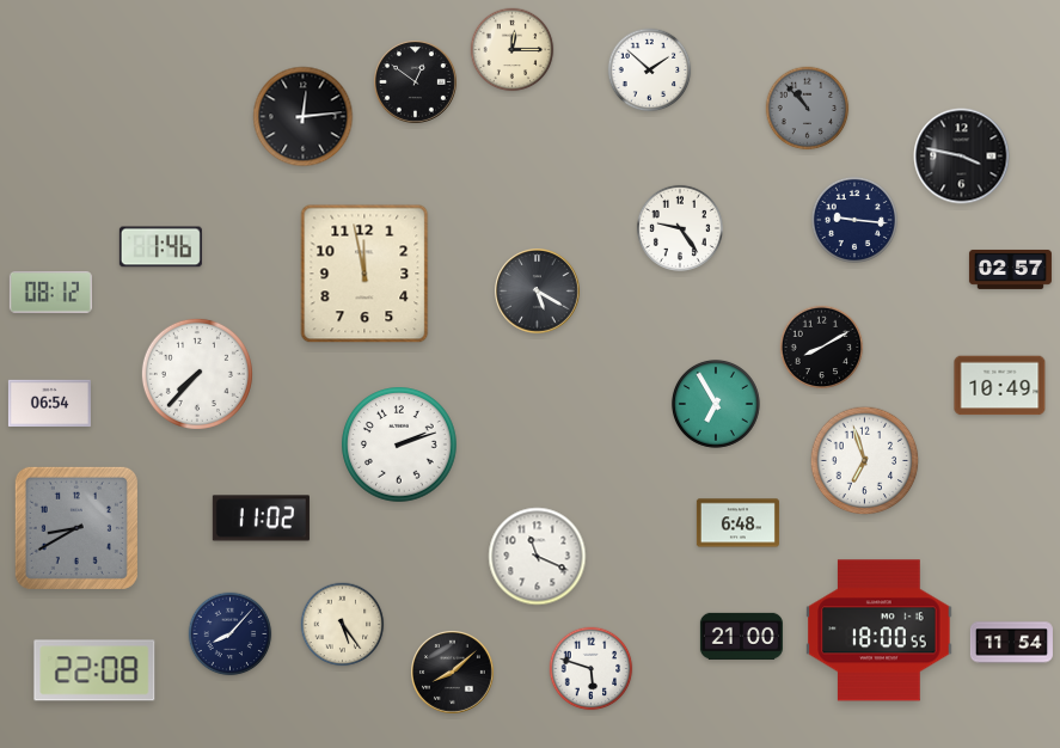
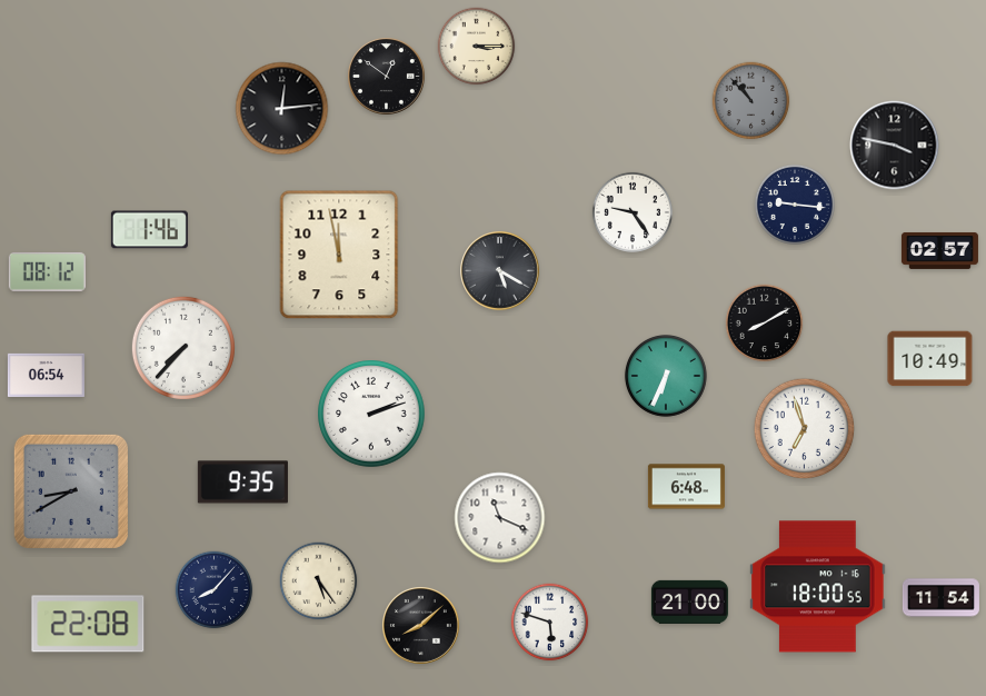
clock at (513, 50): 12:15 -> 3:15
clock at (650, 70): 1:52 -> none
clock at (716, 404): 6:55 -> 6:34
clock at (261, 519): 11:02 -> 9:35
clock at (741, 636) position: (741, 636) -> (689, 601)
